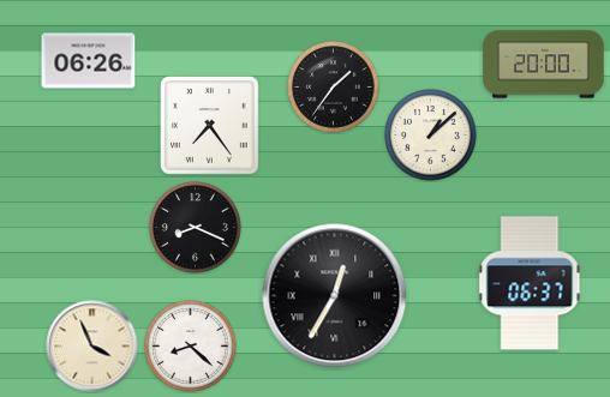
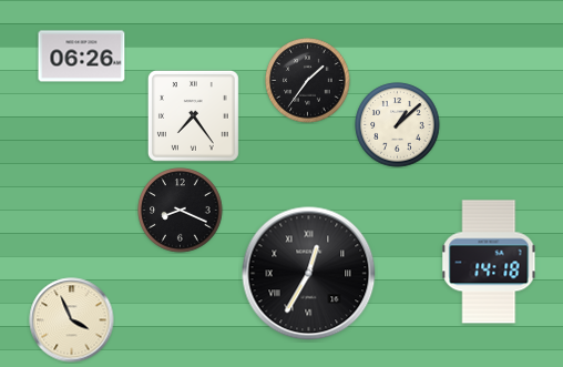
clock at (544, 65): 20:00 -> none
clock at (530, 283): 06:37 -> 14:18
clock at (92, 347) position: (92, 347) -> (72, 320)
clock at (191, 347): 8:22 -> none
